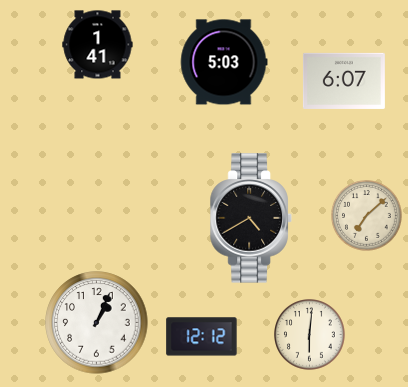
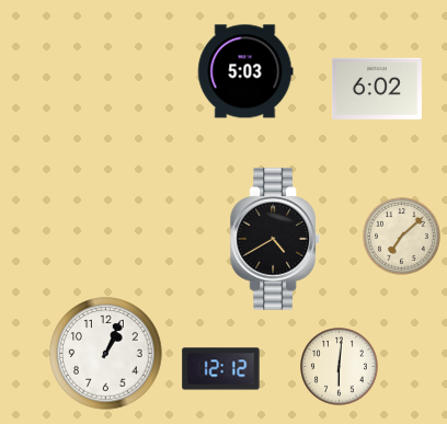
clock at (98, 45): 1:41 -> none
clock at (224, 62) position: (224, 62) -> (245, 71)
clock at (344, 81): 6:07 -> 6:02
